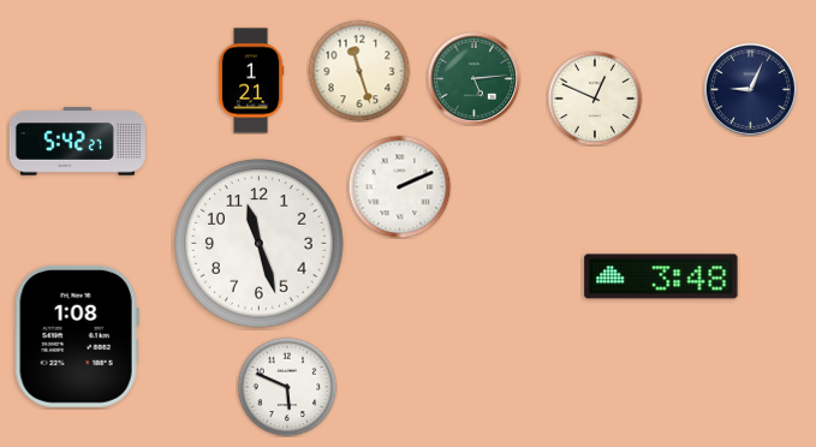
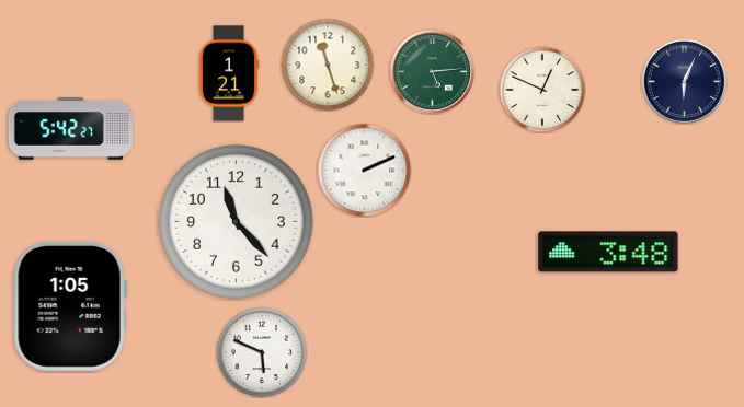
clock at (750, 89): 9:04 -> 6:04
clock at (260, 244): 11:27 -> 11:23
clock at (661, 276) position: (661, 276) -> (608, 252)
clock at (77, 336): 1:08 -> 1:05
